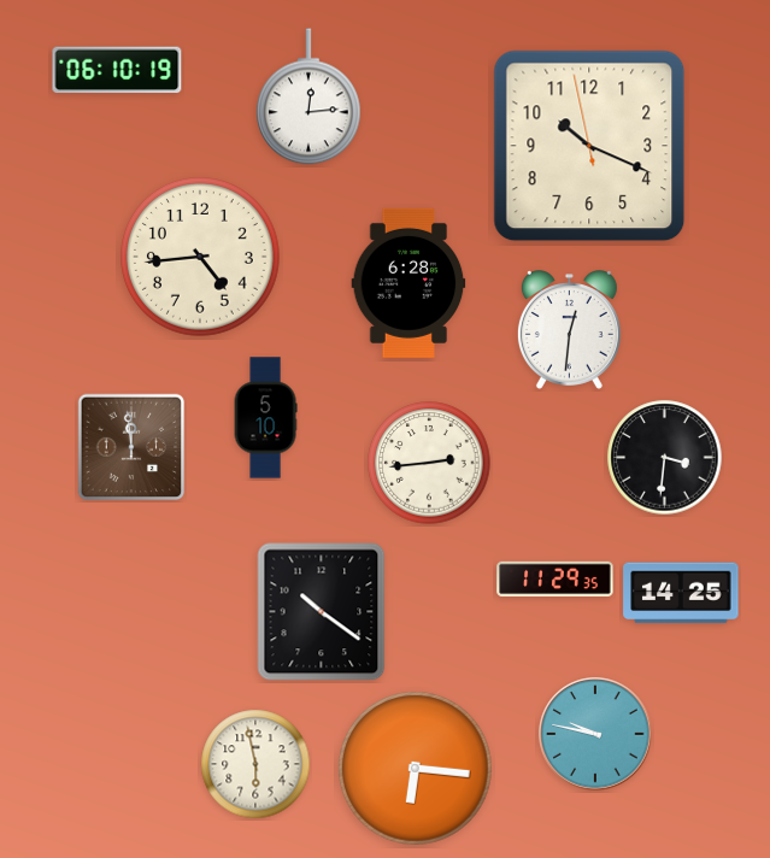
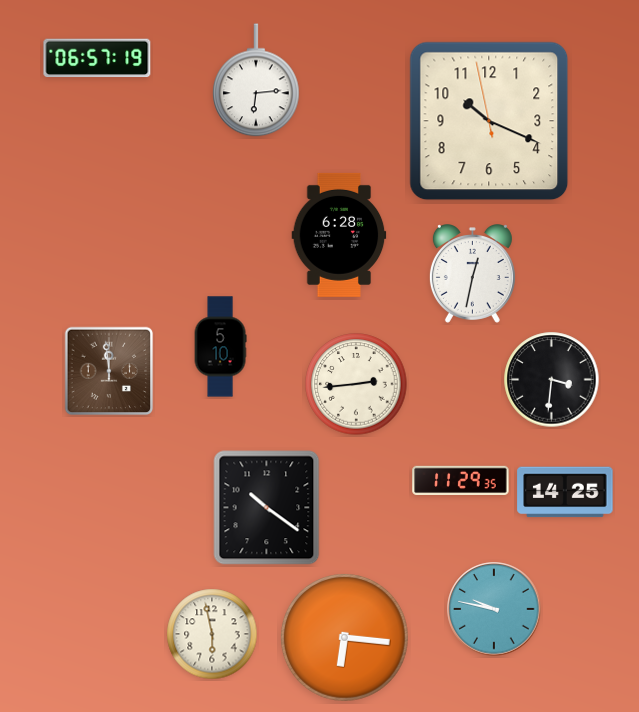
clock at (117, 70): 06:10 -> 06:57
clock at (308, 96): 12:14 -> 6:14
clock at (201, 258): 4:44 -> none
clock at (569, 330): 12:31 -> 12:32
